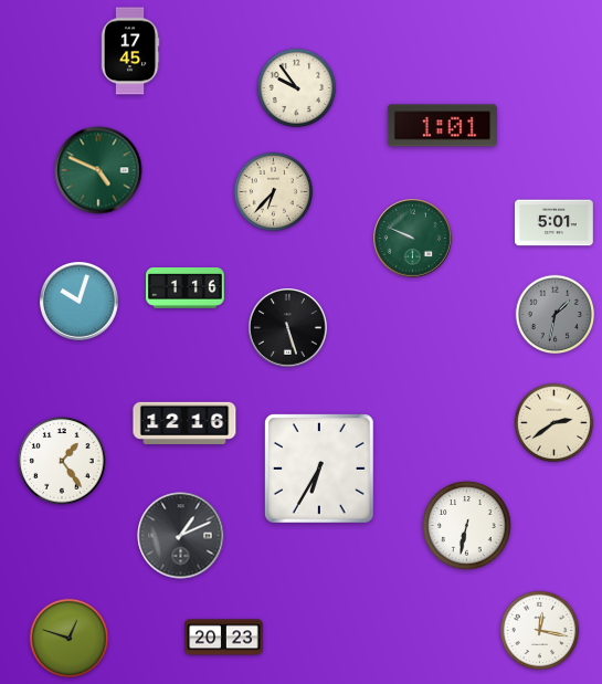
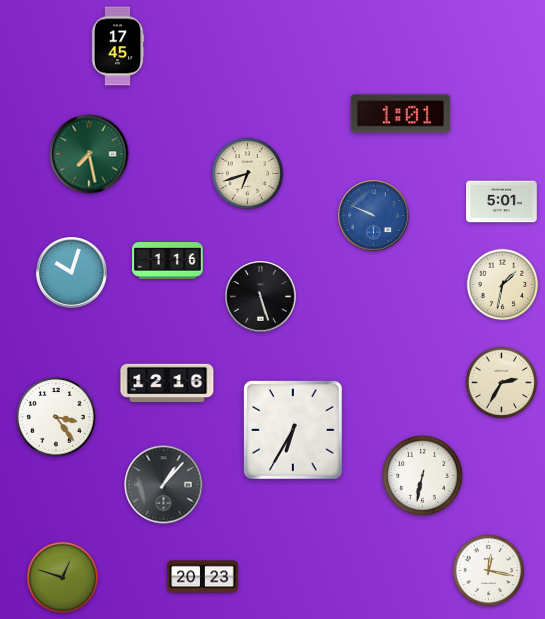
clock at (297, 88): 9:54 -> none
clock at (98, 170): 4:49 -> 7:28
clock at (274, 192): 6:37 -> 6:42
clock at (413, 239) dial: green -> blue
clock at (556, 315) dial: grey -> cream
clock at (555, 423): 2:39 -> 2:35
clock at (62, 461): 1:24 -> 3:24
clock at (320, 470) position: (320, 470) -> (294, 431)
clock at (181, 536): 1:11 -> 1:07
